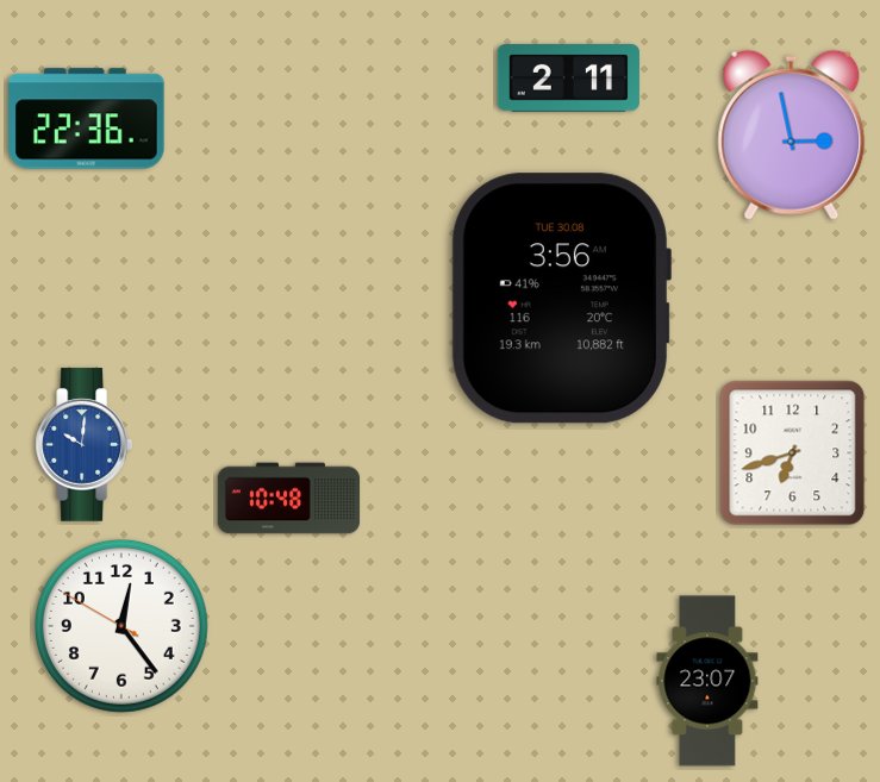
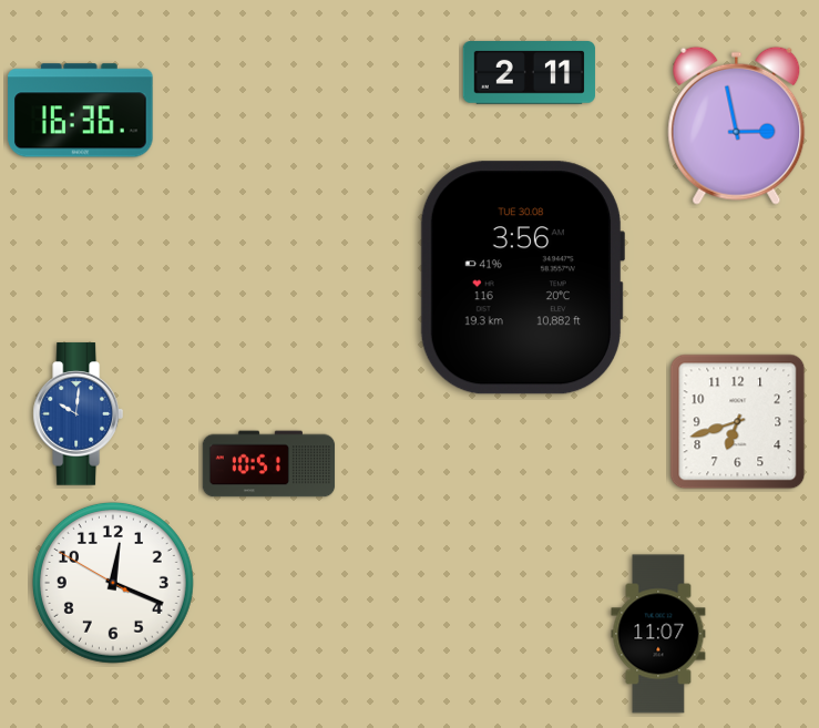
clock at (87, 119): 22:36 -> 16:36
clock at (289, 499): 10:48 -> 10:51
clock at (121, 626): 12:23 -> 12:18
clock at (707, 681): 23:07 -> 11:07
